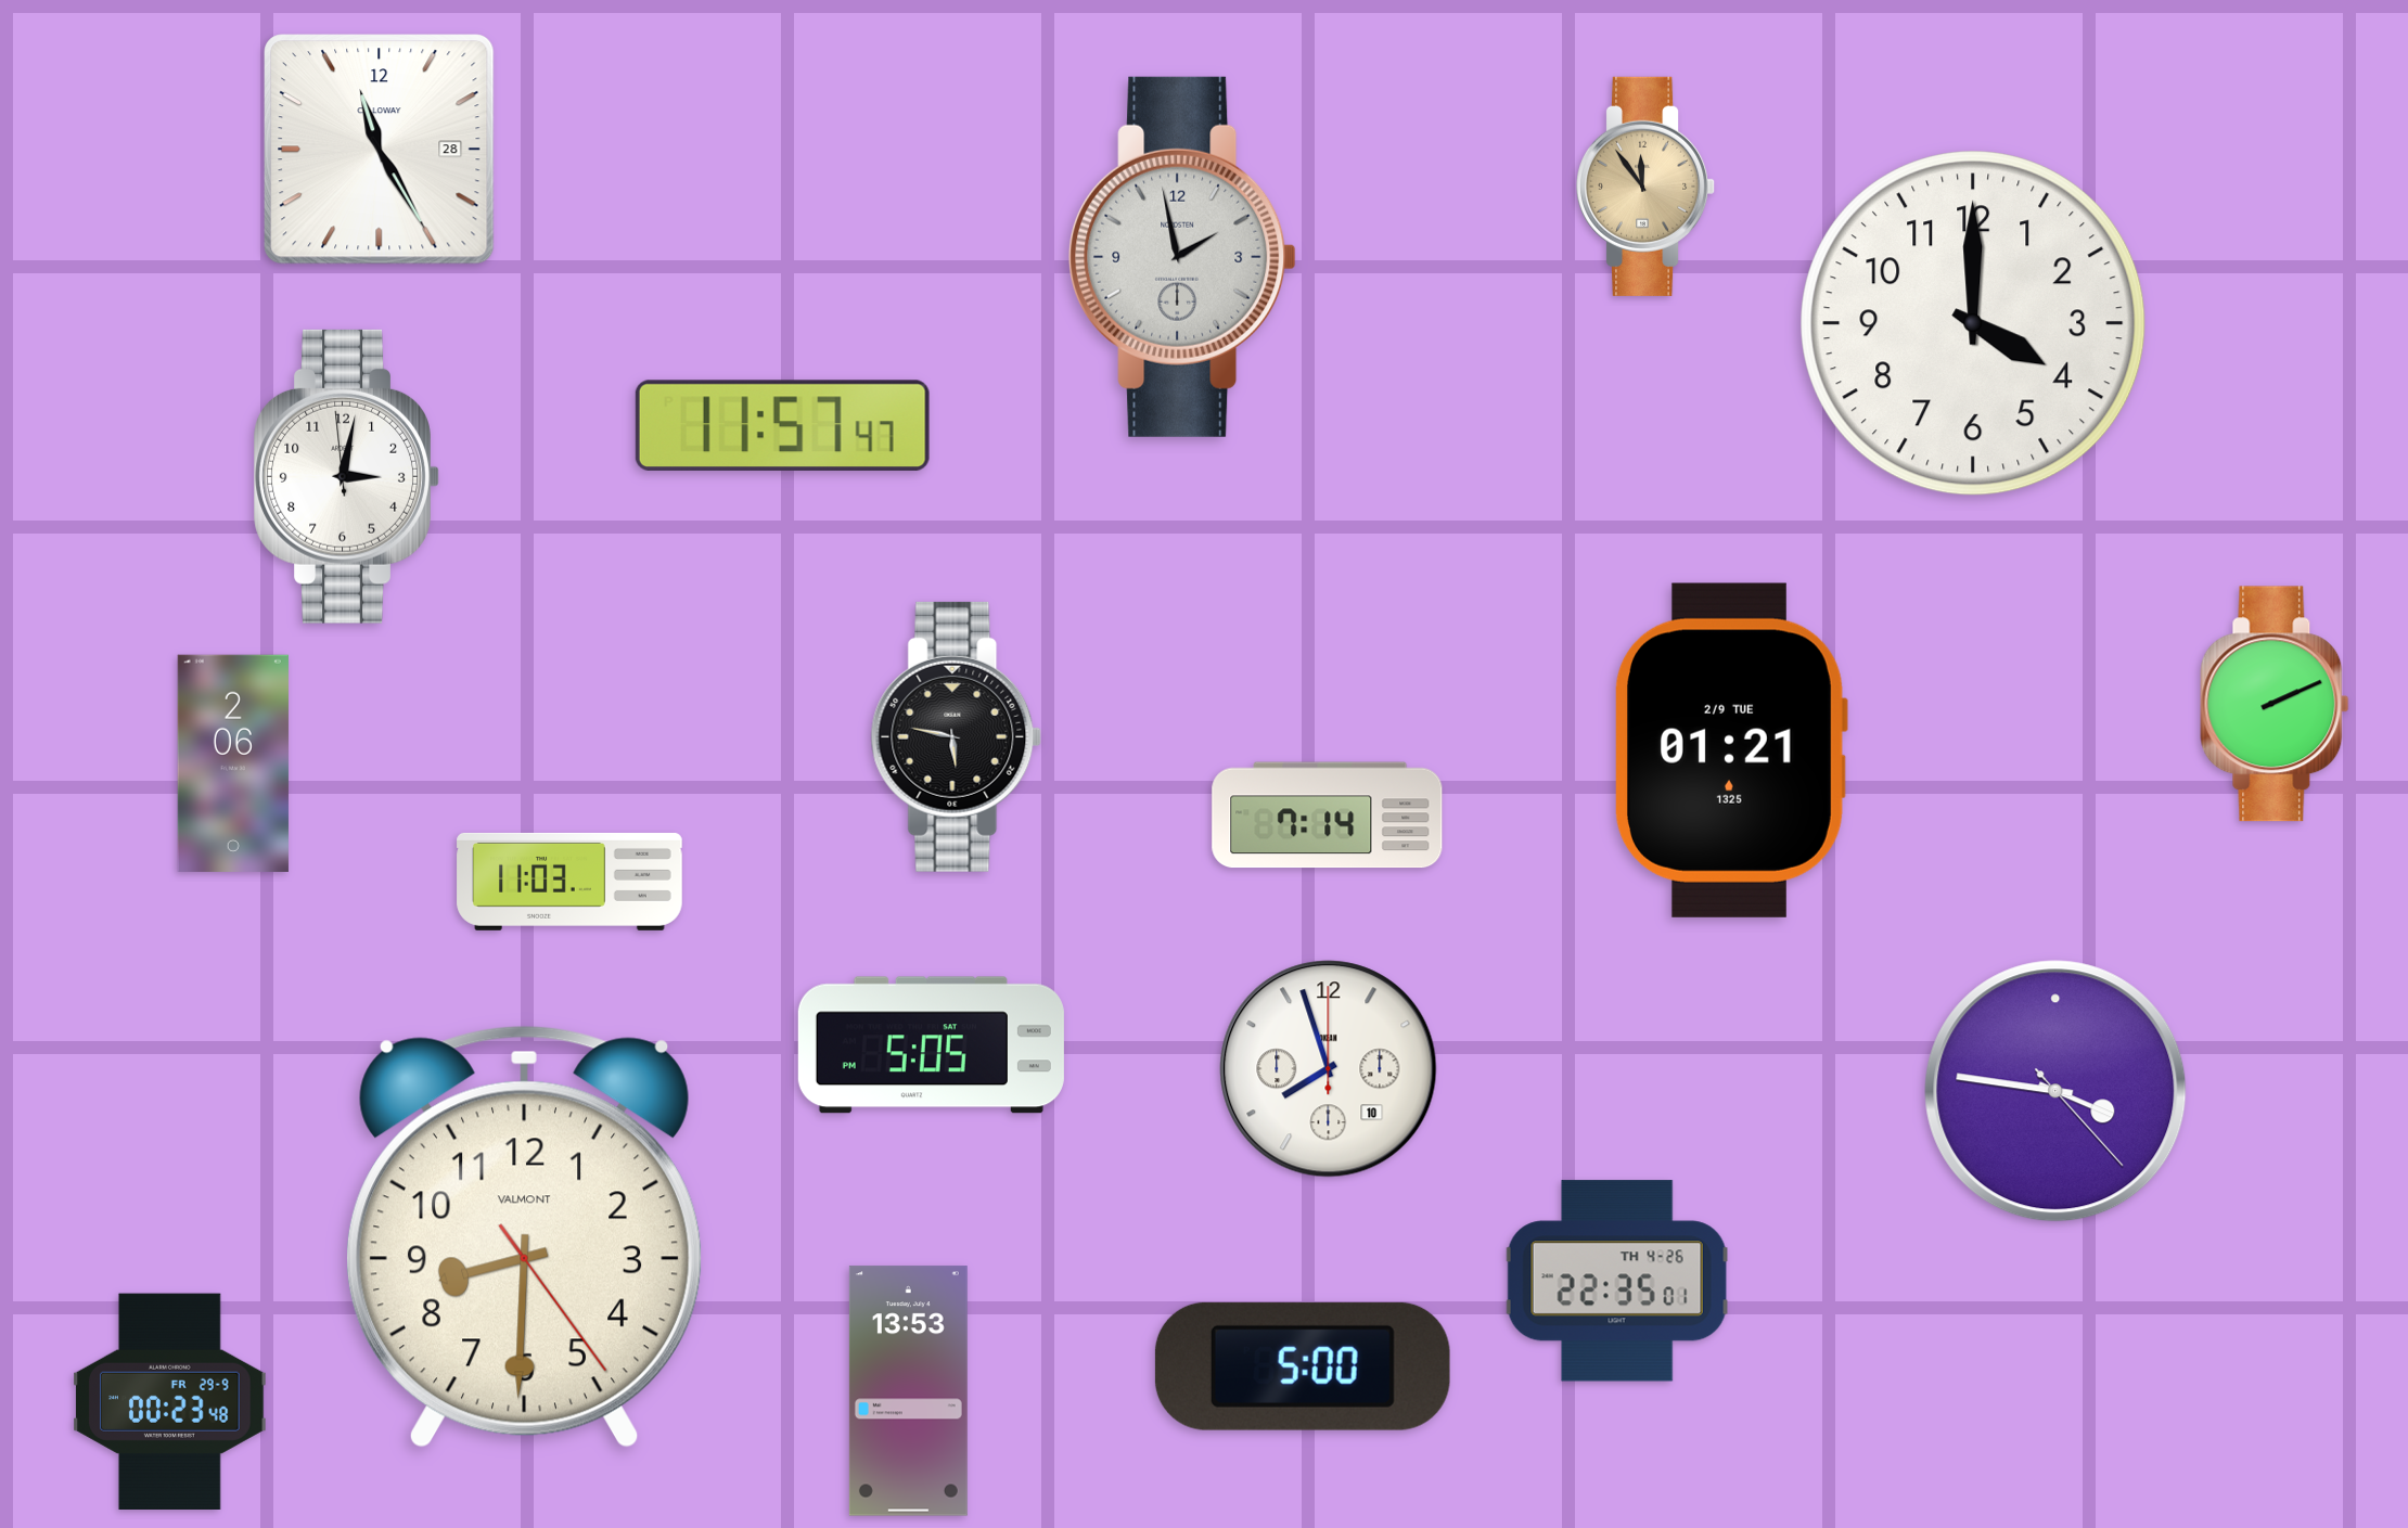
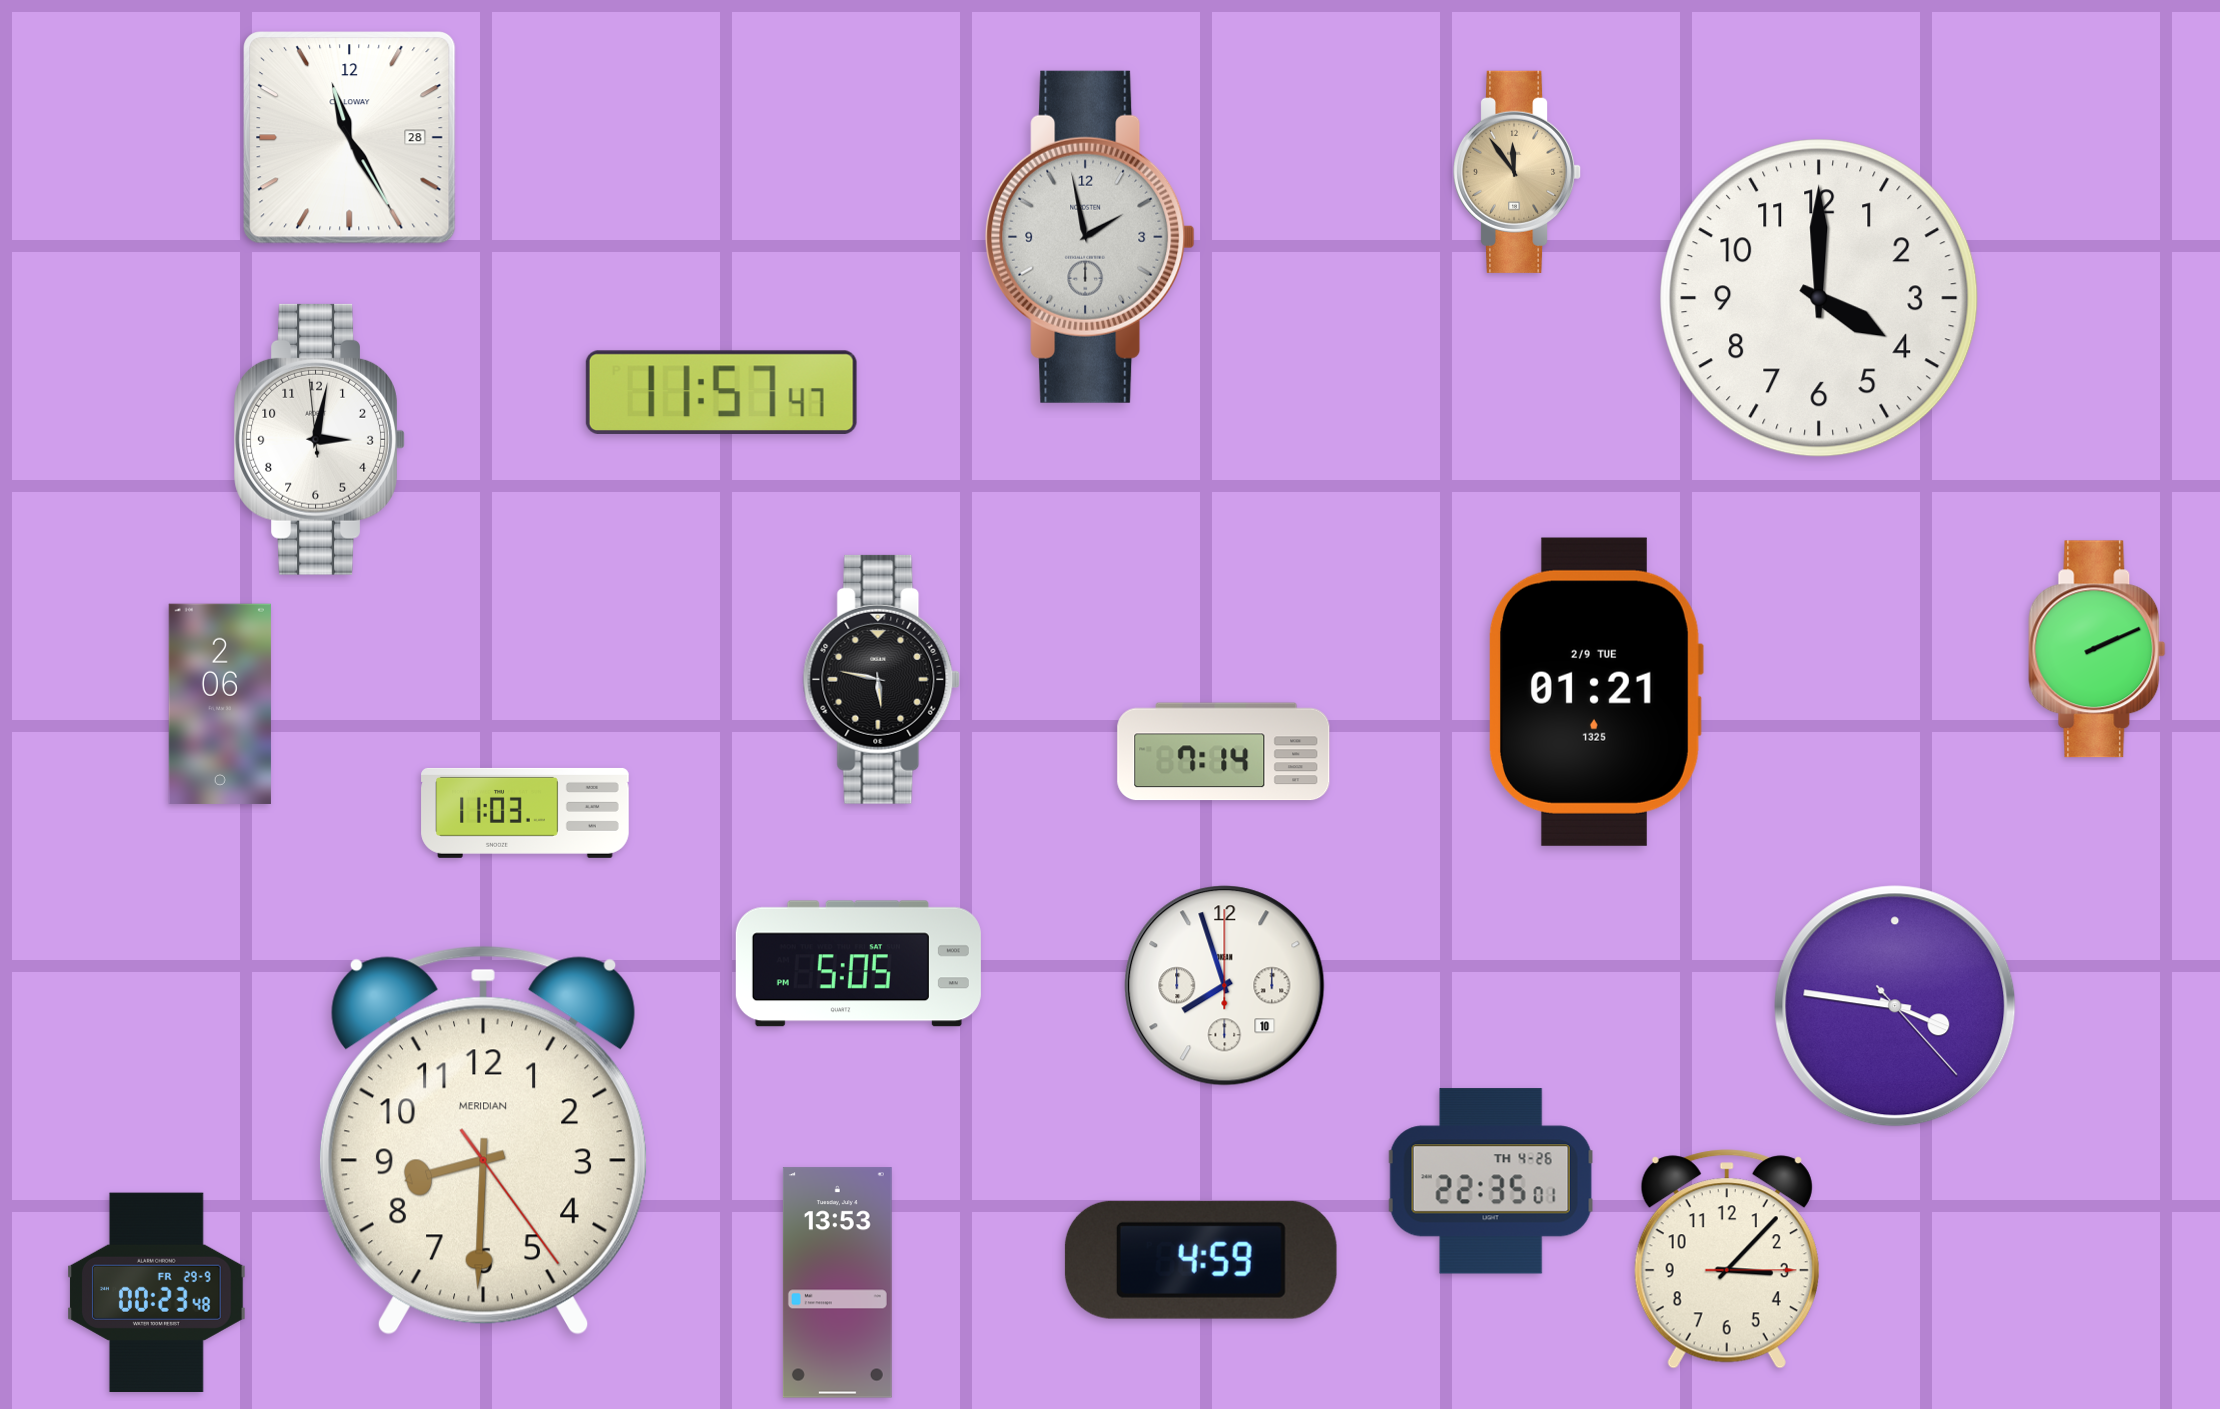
clock at (233, 763) position: (233, 763) -> (220, 704)
clock at (524, 1236) brand: VALMONT -> MERIDIAN
clock at (1727, 1259): none -> 3:07
clock at (1303, 1366): 5:00 -> 4:59
